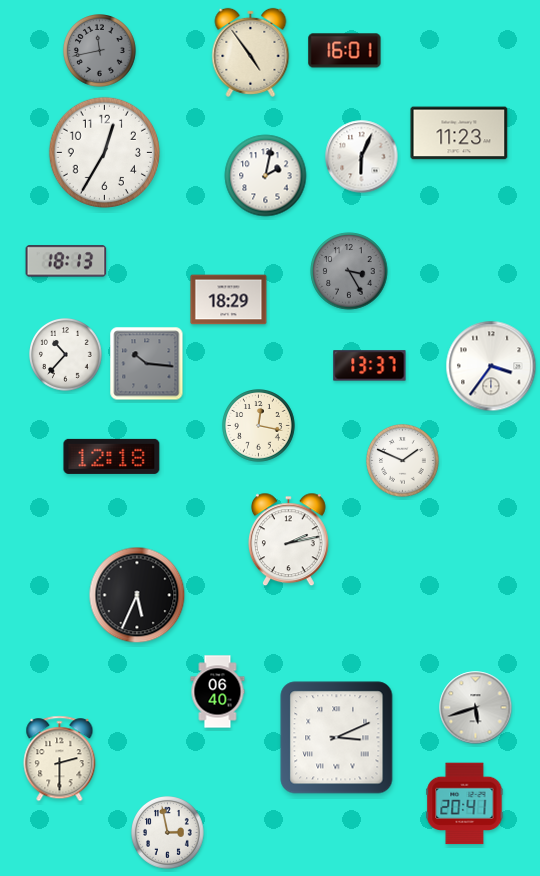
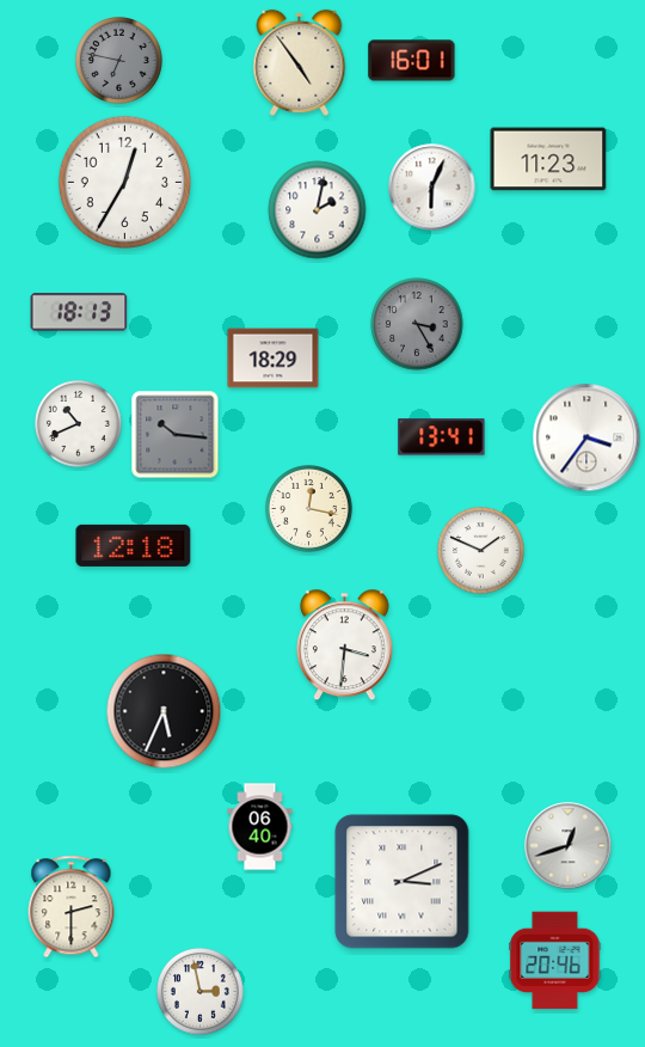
clock at (100, 51): 11:43 -> 6:47
clock at (66, 355): 10:37 -> 10:41
clock at (370, 366): 13:37 -> 13:41
clock at (288, 540): 2:13 -> 3:31
clock at (476, 708): 5:42 -> 12:42
clock at (465, 804): 20:41 -> 20:46
clock at (168, 833) position: (168, 833) -> (201, 992)
